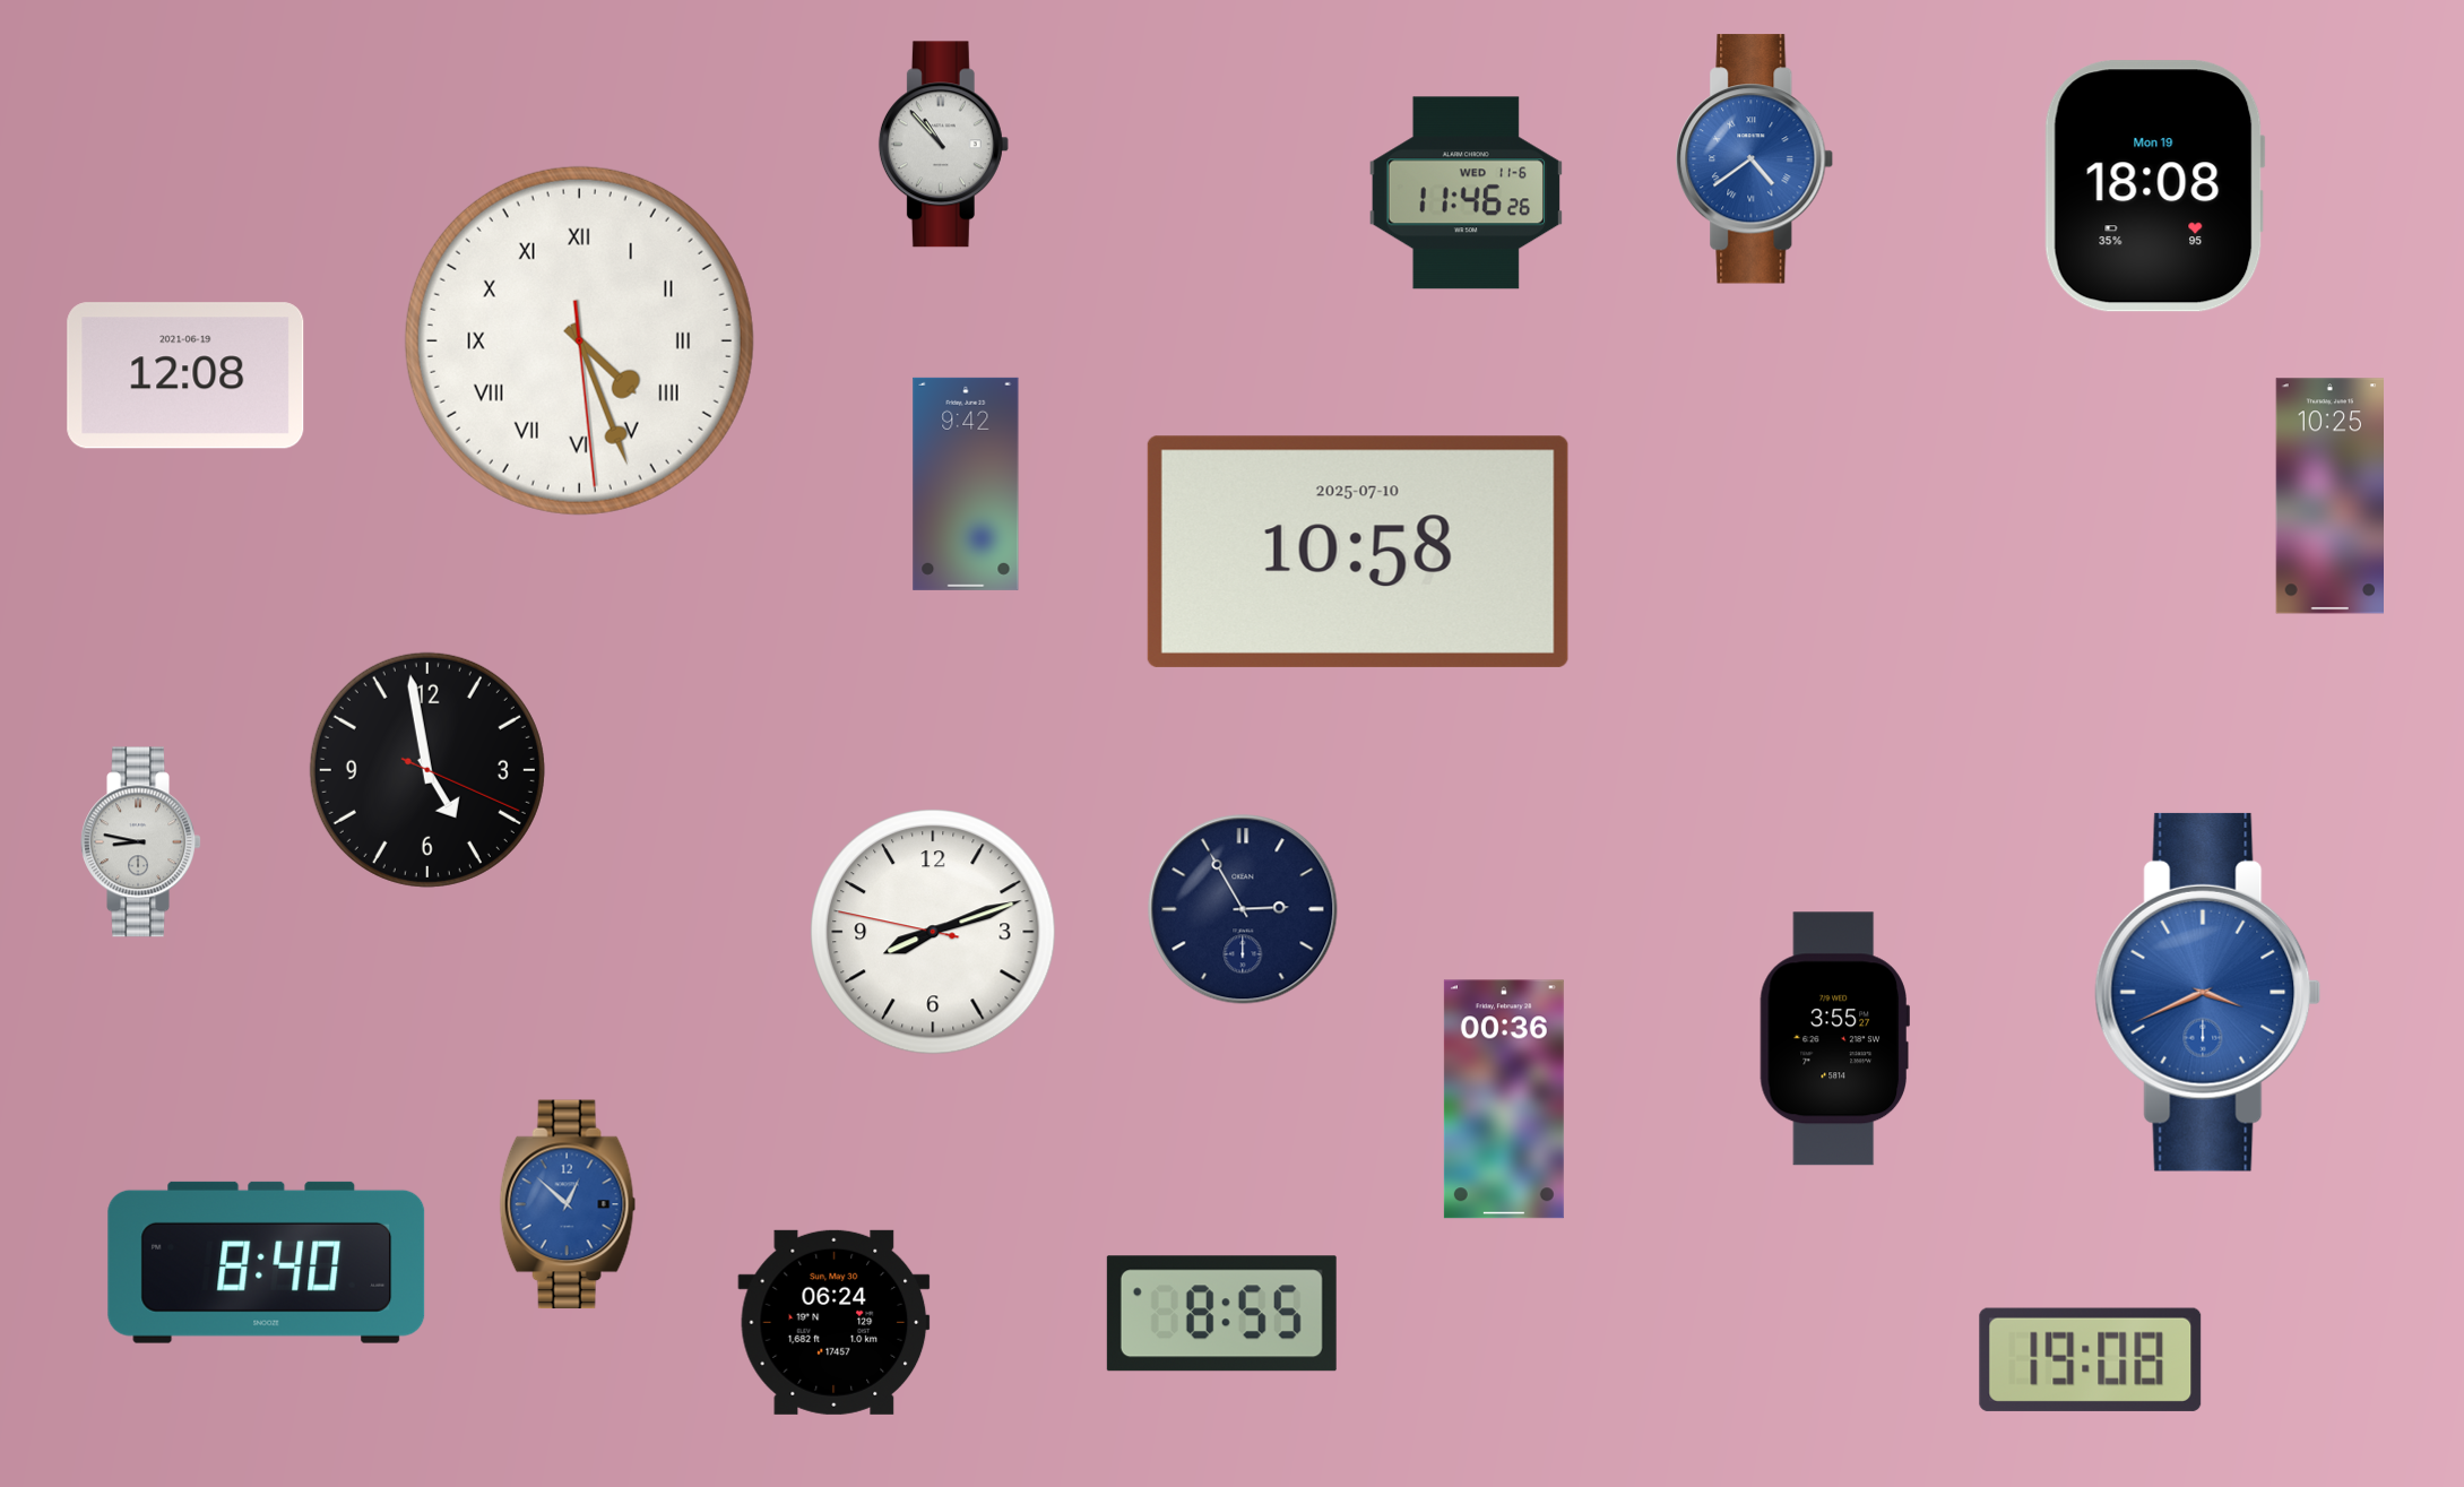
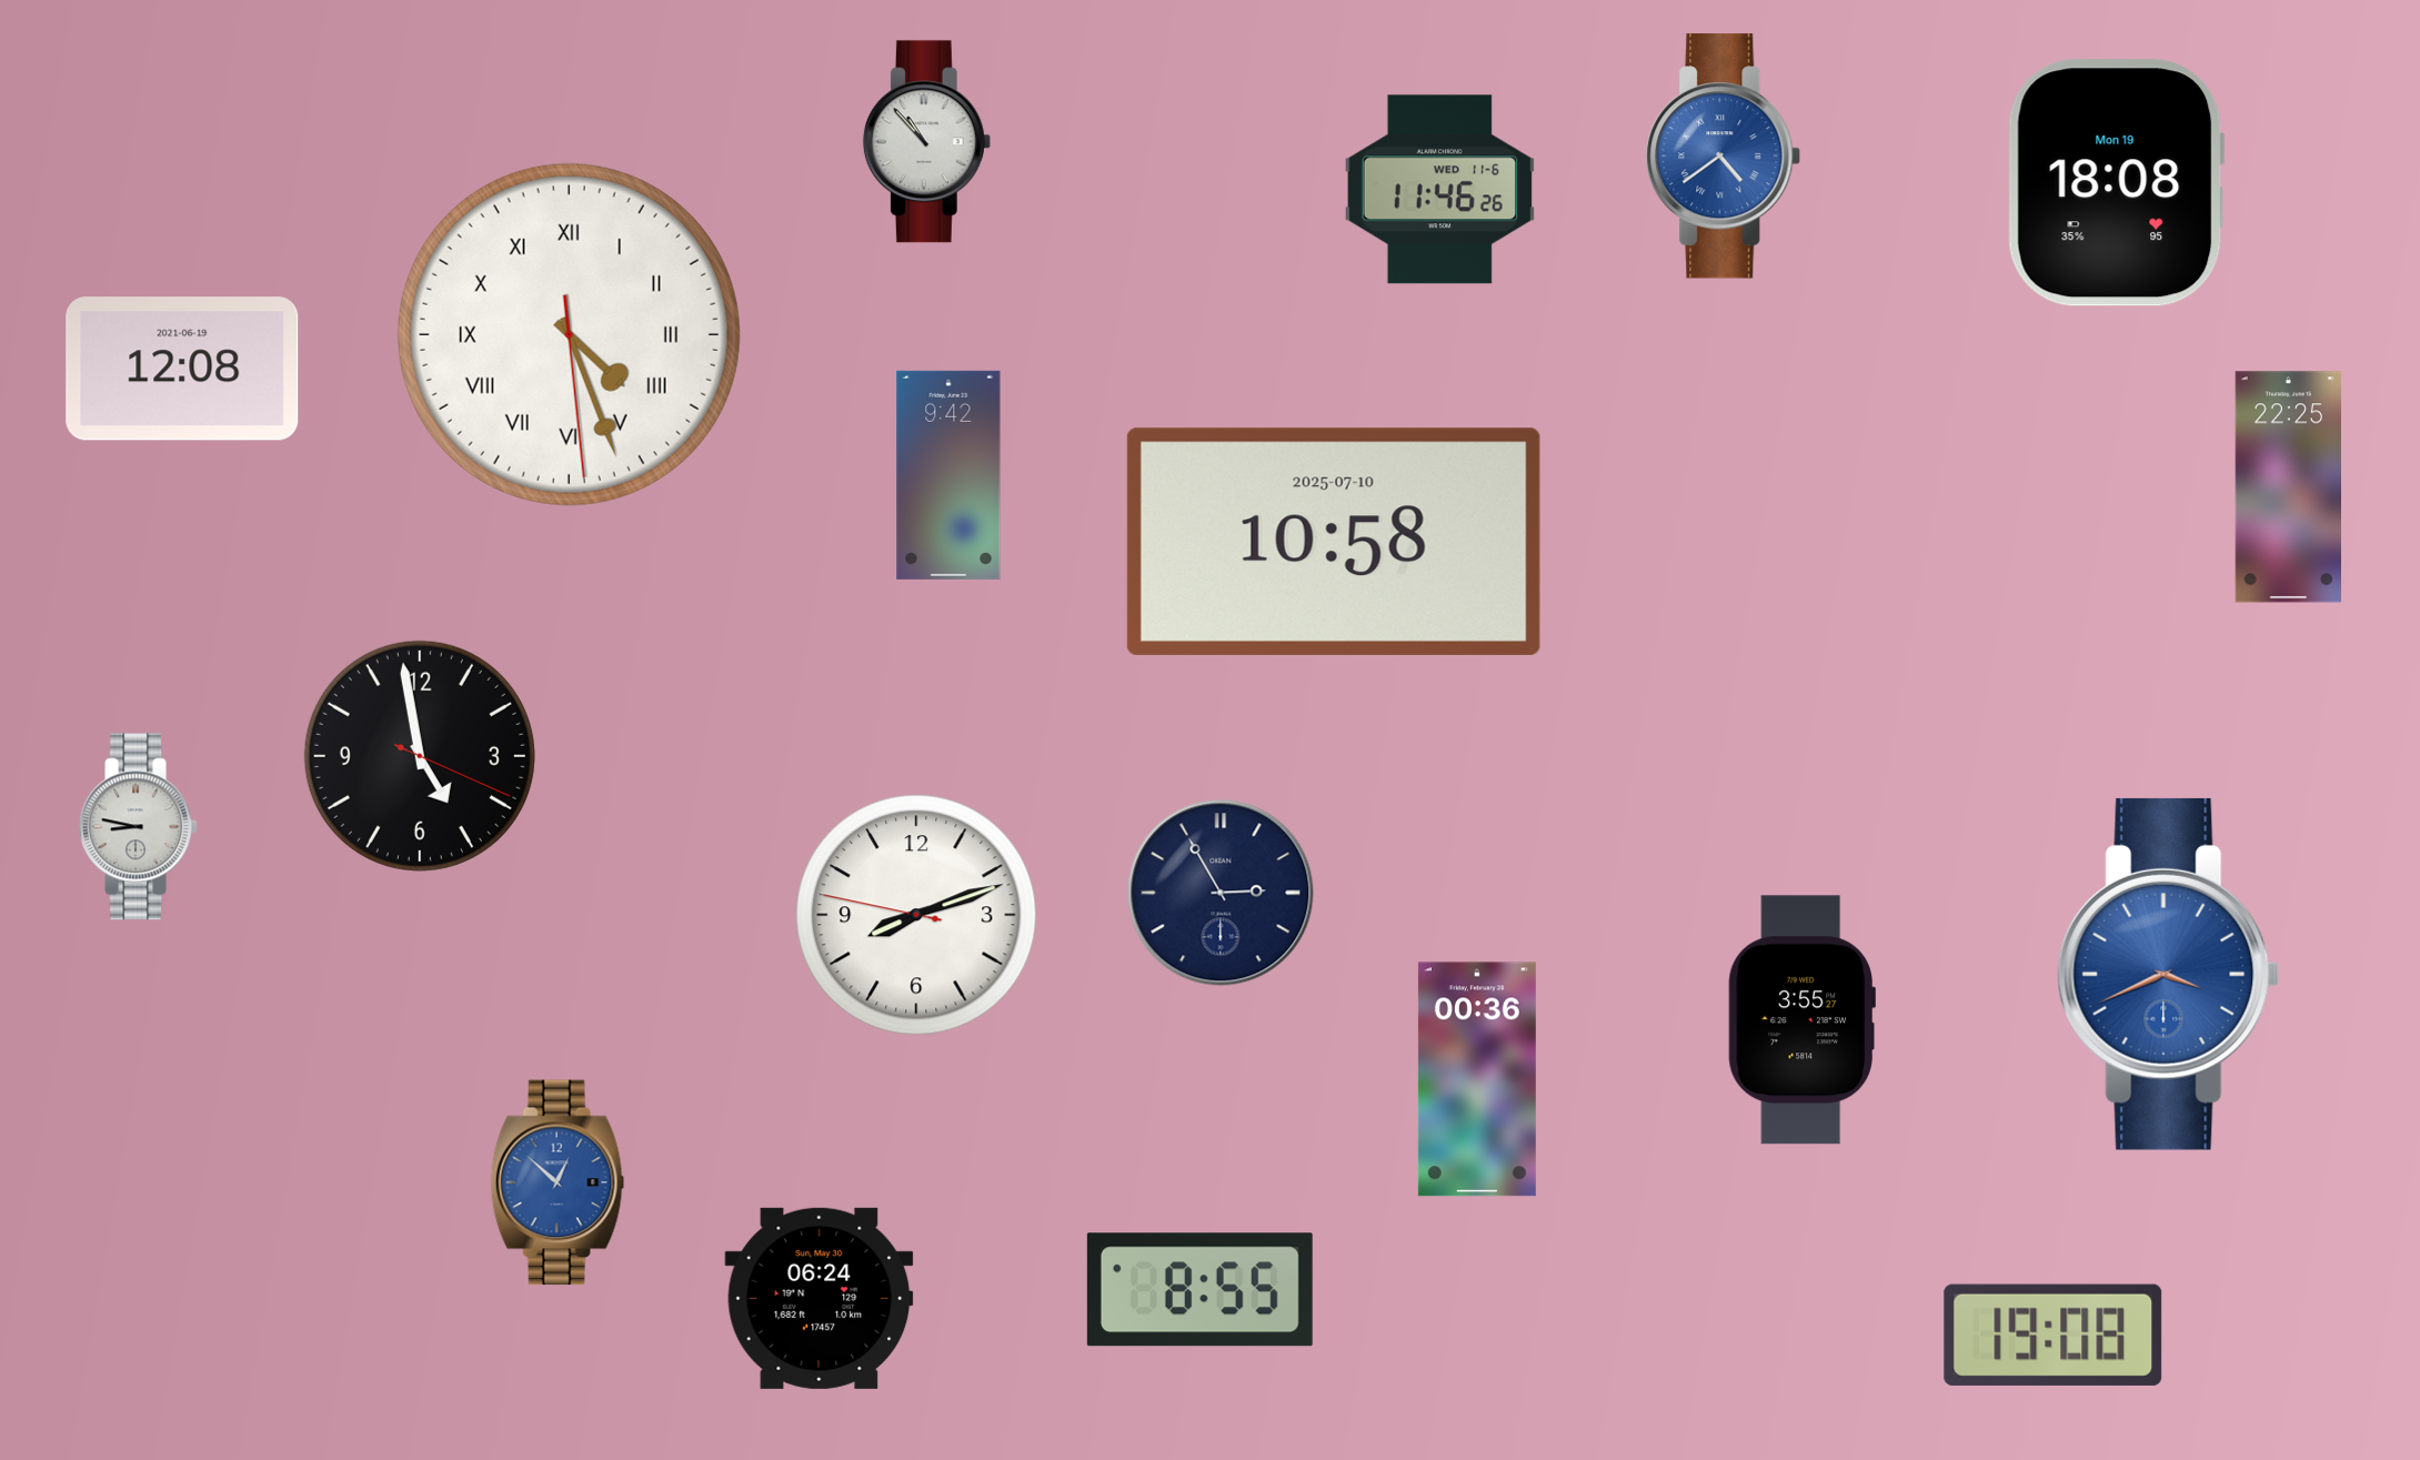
clock at (2329, 496): 10:25 -> 22:25
clock at (267, 1262): 8:40 -> none
